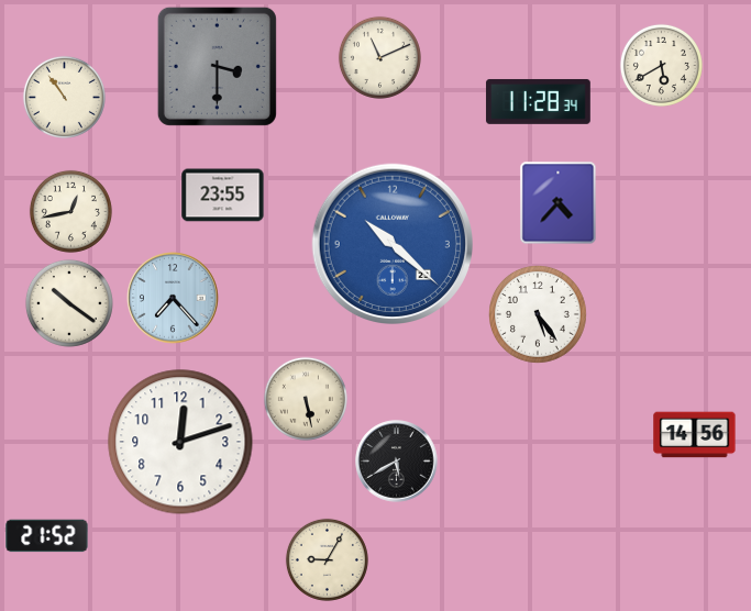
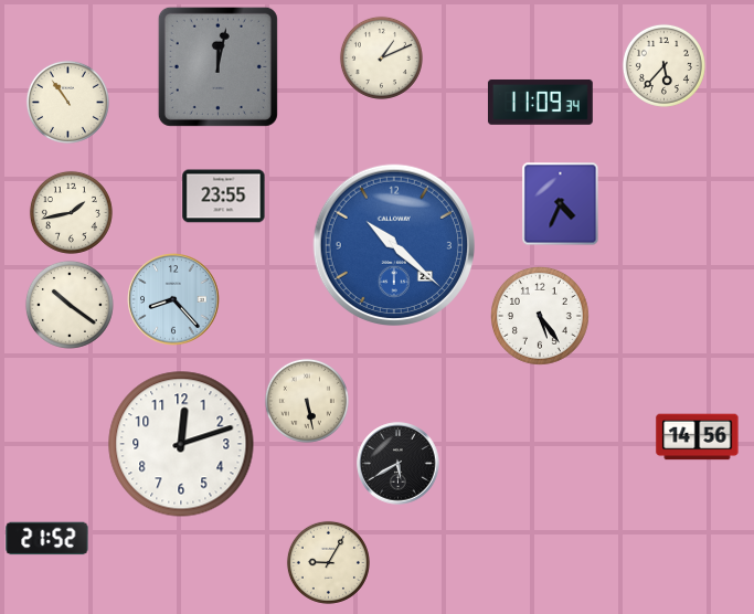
clock at (379, 57): 11:11 -> 1:11
clock at (661, 65): 5:40 -> 5:37
clock at (217, 66): 3:30 -> 12:02
clock at (64, 97) position: (64, 97) -> (67, 102)
clock at (538, 101): 11:28 -> 11:09
clock at (559, 203): 4:37 -> 4:34
clock at (70, 211): 12:43 -> 1:43
clock at (173, 298): 7:23 -> 8:23
